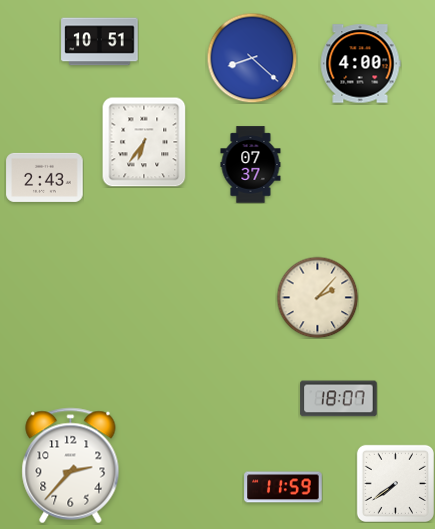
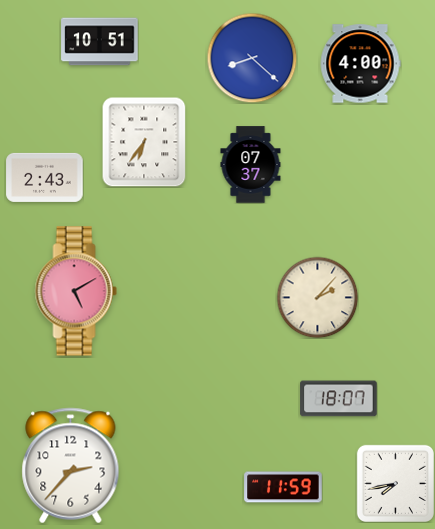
clock at (76, 291): none -> 5:10
clock at (395, 483): 7:39 -> 7:43
